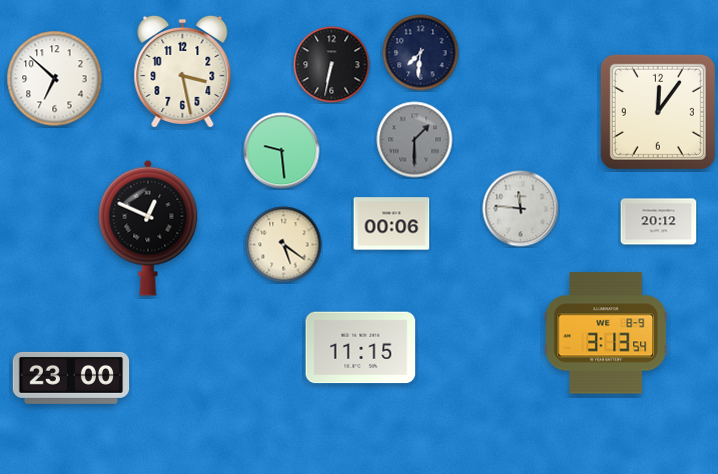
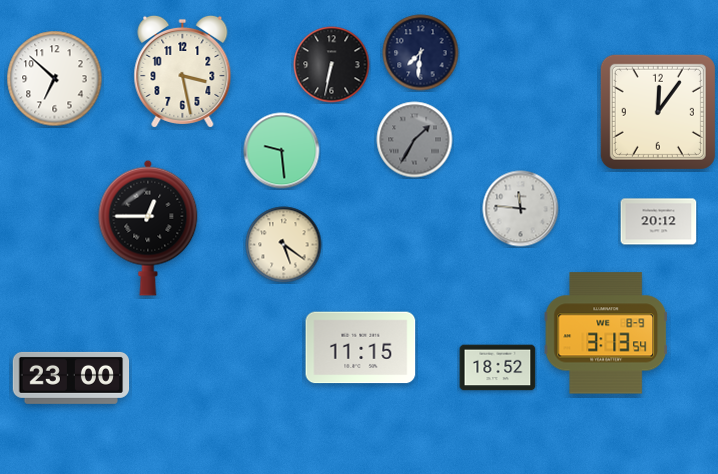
clock at (415, 140): 1:30 -> 1:35
clock at (392, 224): 00:06 -> none
clock at (148, 228): 12:49 -> 12:45
clock at (498, 368): none -> 18:52
